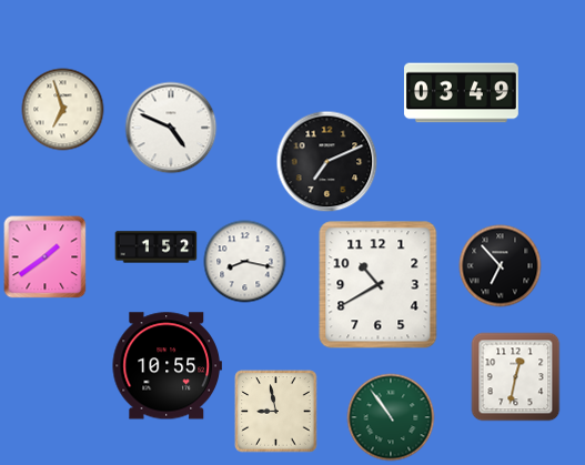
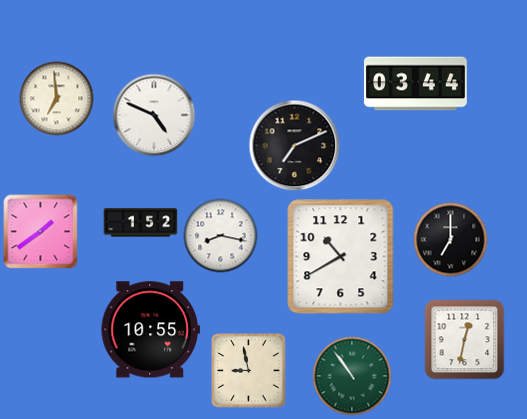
clock at (461, 93): 03:49 -> 03:44
clock at (63, 110): 6:57 -> 6:59
clock at (501, 266): 6:53 -> 7:00
